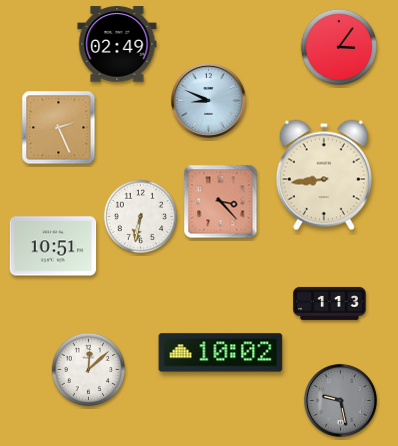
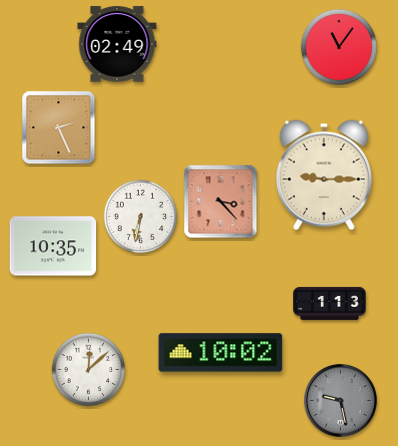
clock at (339, 46): 3:06 -> 11:06
clock at (209, 101): 8:49 -> none
clock at (324, 175): 8:44 -> 9:15
clock at (53, 246): 10:51 -> 10:35
